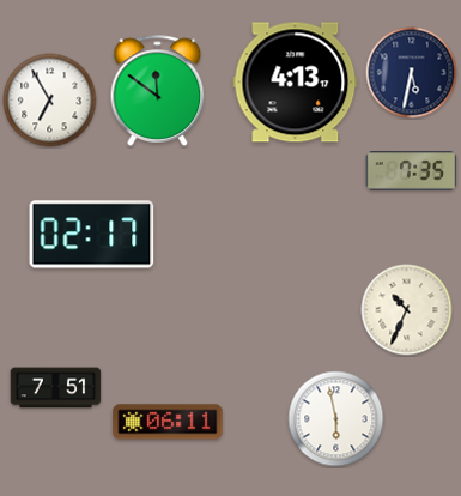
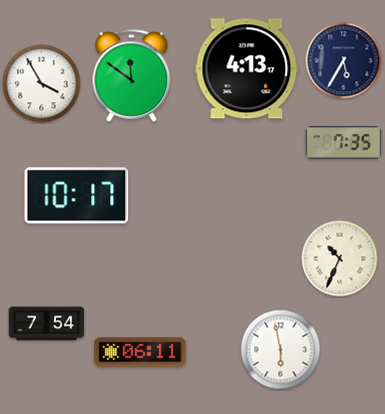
clock at (412, 73): 5:32 -> 5:35
clock at (50, 101): 6:55 -> 3:55
clock at (92, 235): 02:17 -> 10:17
clock at (56, 388): 7:51 -> 7:54
